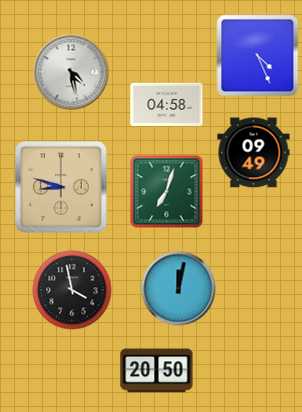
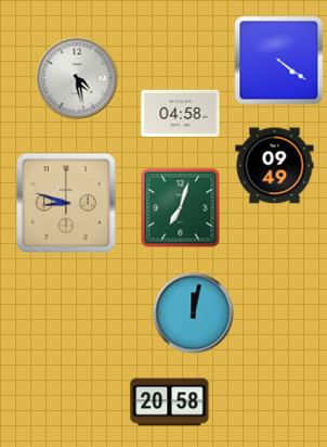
clock at (258, 56): 4:26 -> 4:21
clock at (72, 290): 3:58 -> none
clock at (157, 371): 20:50 -> 20:58
